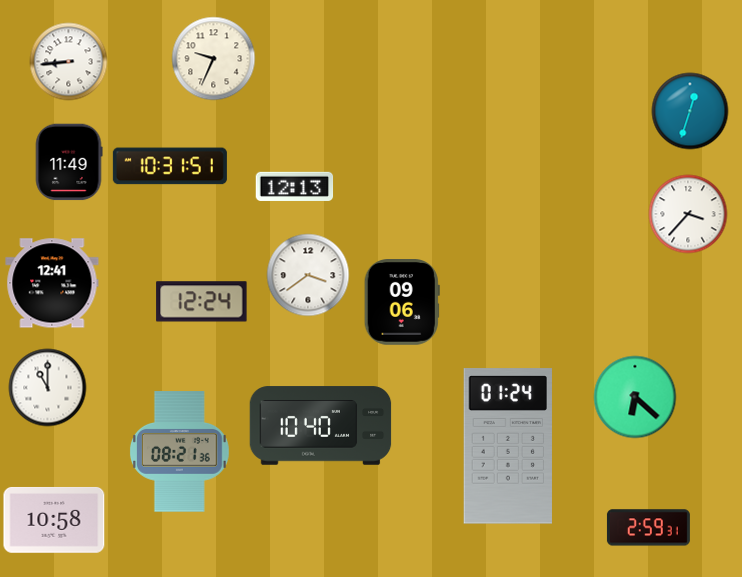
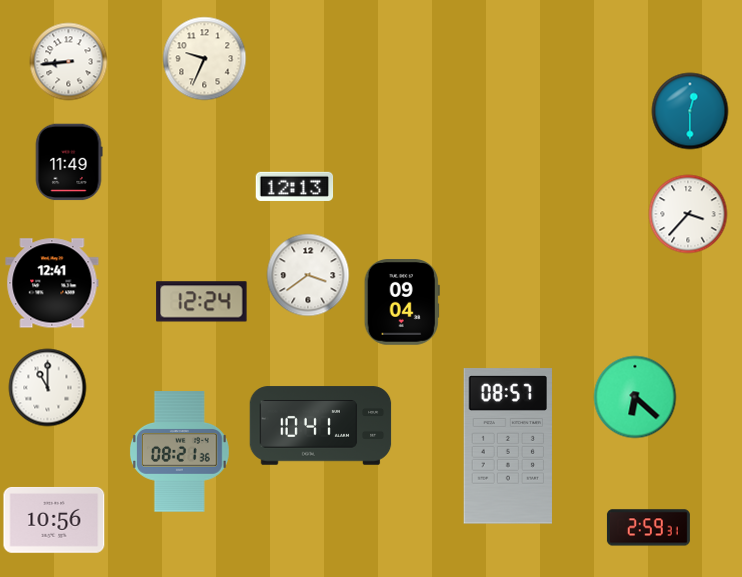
clock at (214, 59) position: (214, 59) -> (205, 59)
clock at (690, 111): 12:33 -> 12:30
clock at (170, 166): 10:31 -> none
clock at (402, 303): 09:06 -> 09:04
clock at (321, 426): 10:40 -> 10:41
clock at (507, 446): 01:24 -> 08:57
clock at (54, 520): 10:58 -> 10:56
